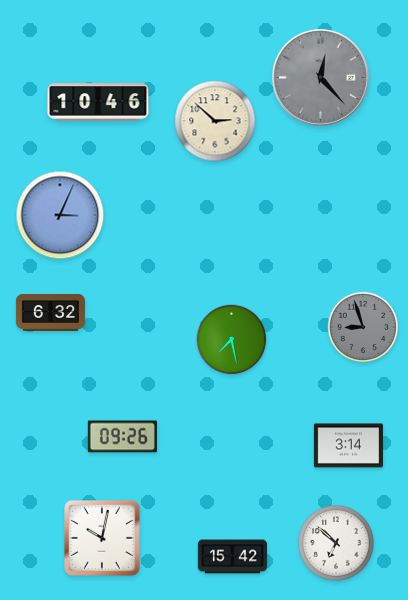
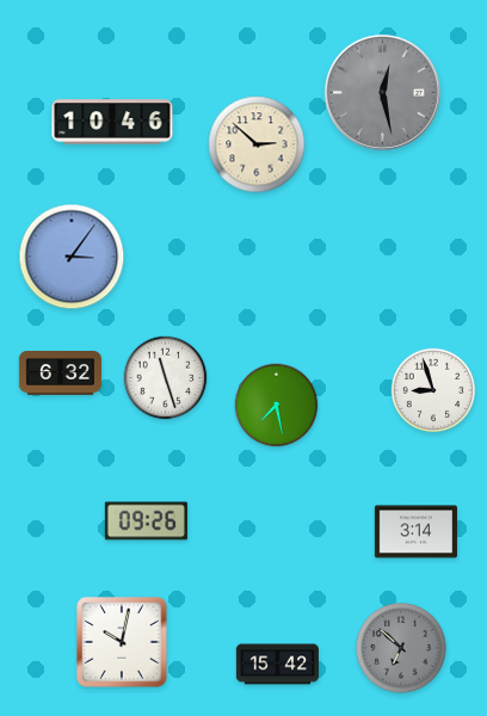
clock at (320, 77): 12:23 -> 12:28
clock at (98, 102) position: (98, 102) -> (112, 122)
clock at (60, 215): 3:04 -> 3:06
clock at (166, 378): none -> 11:27
clock at (363, 327) dial: grey -> white
clock at (337, 544) dial: white -> grey
